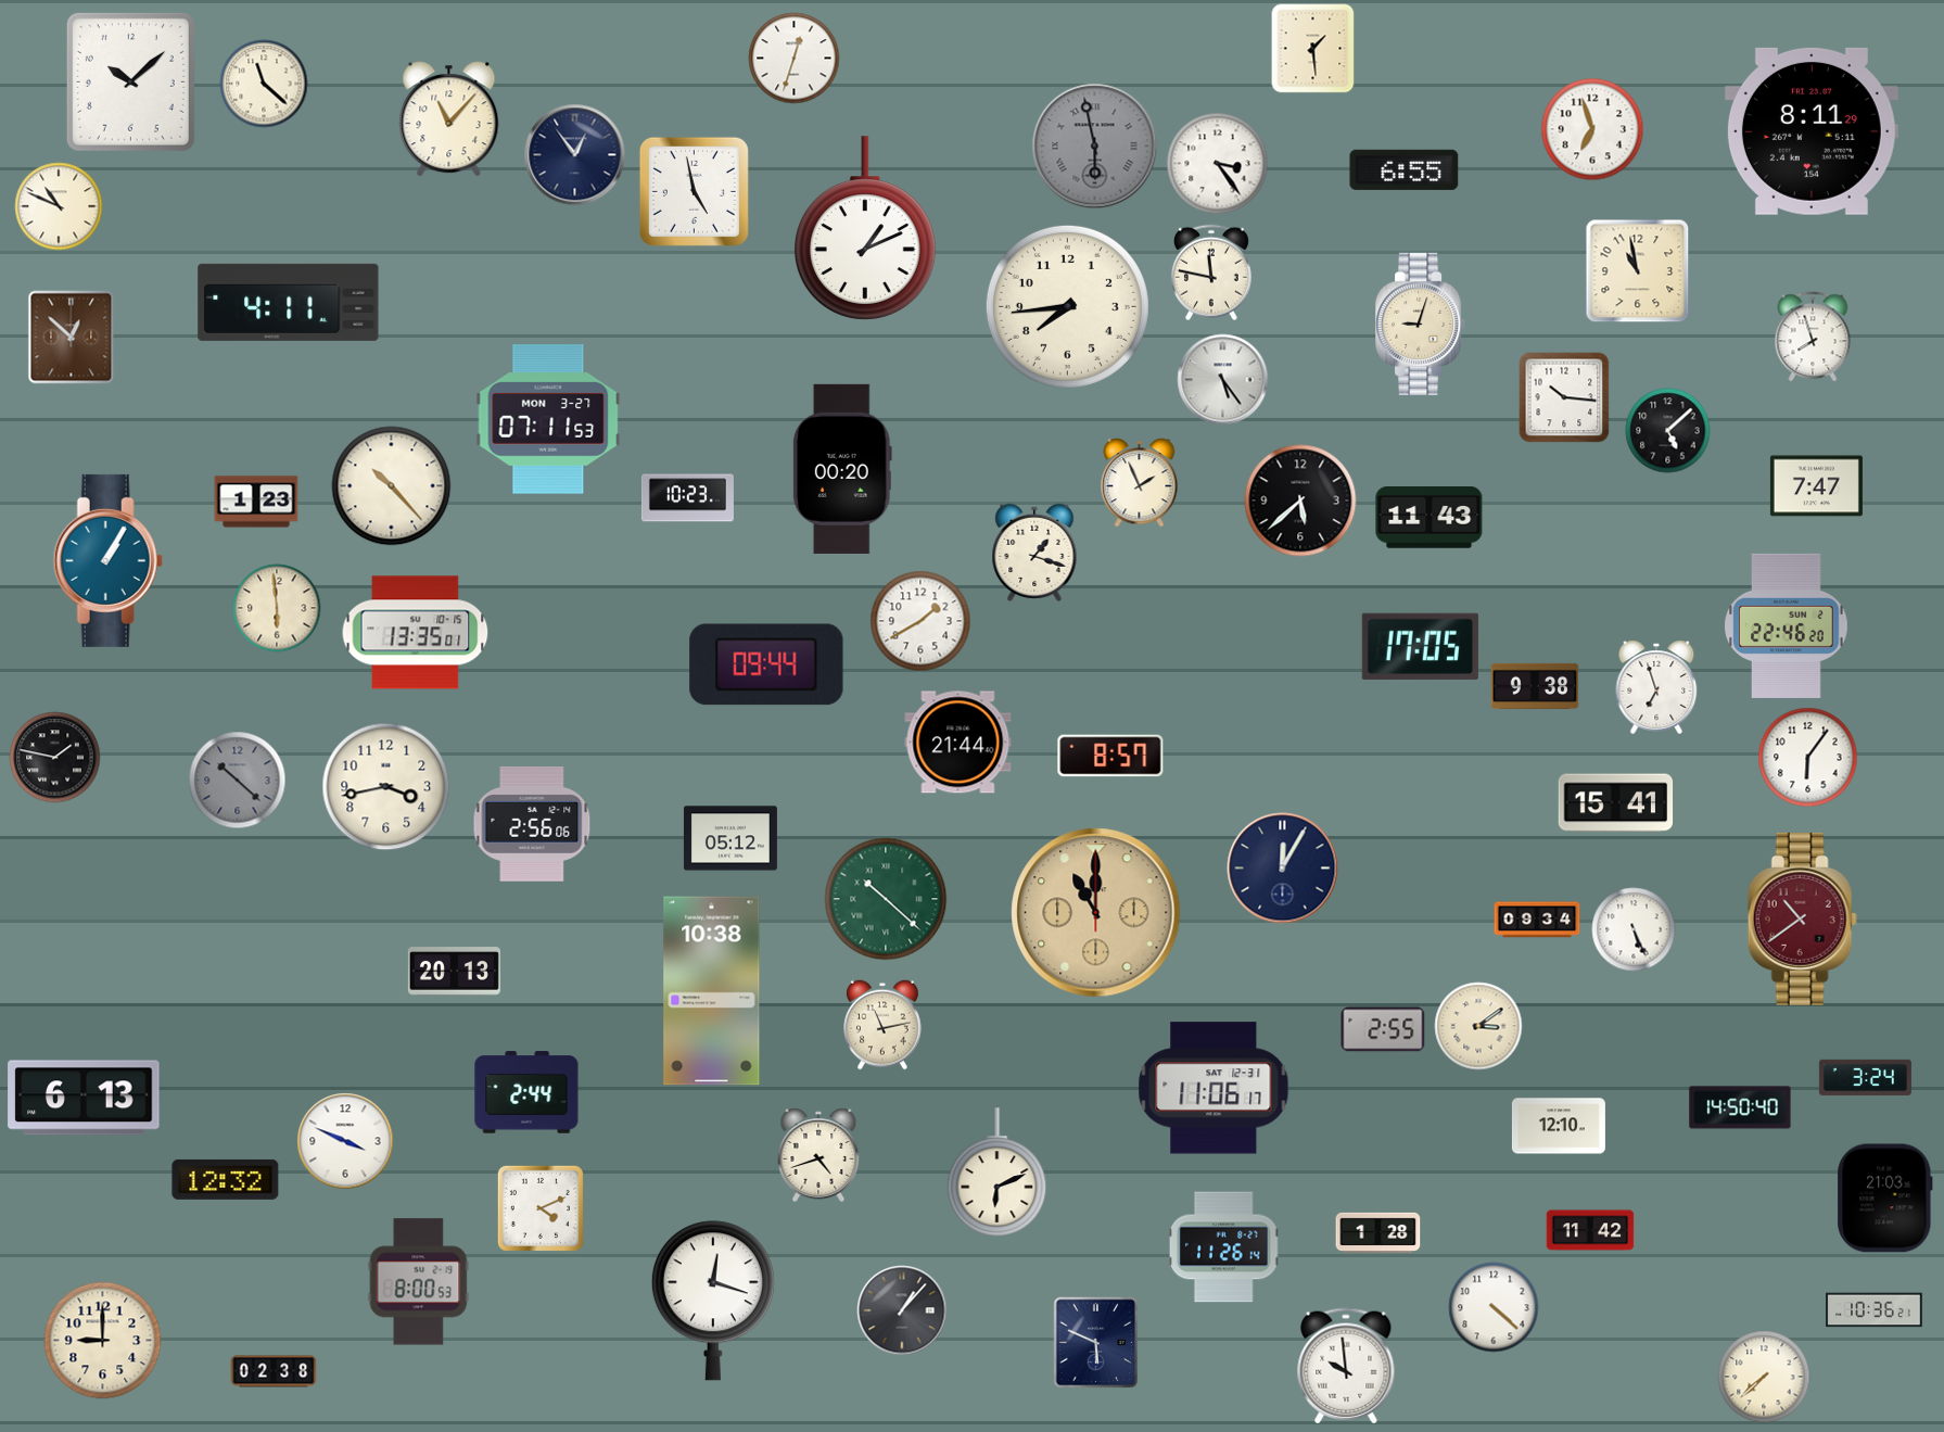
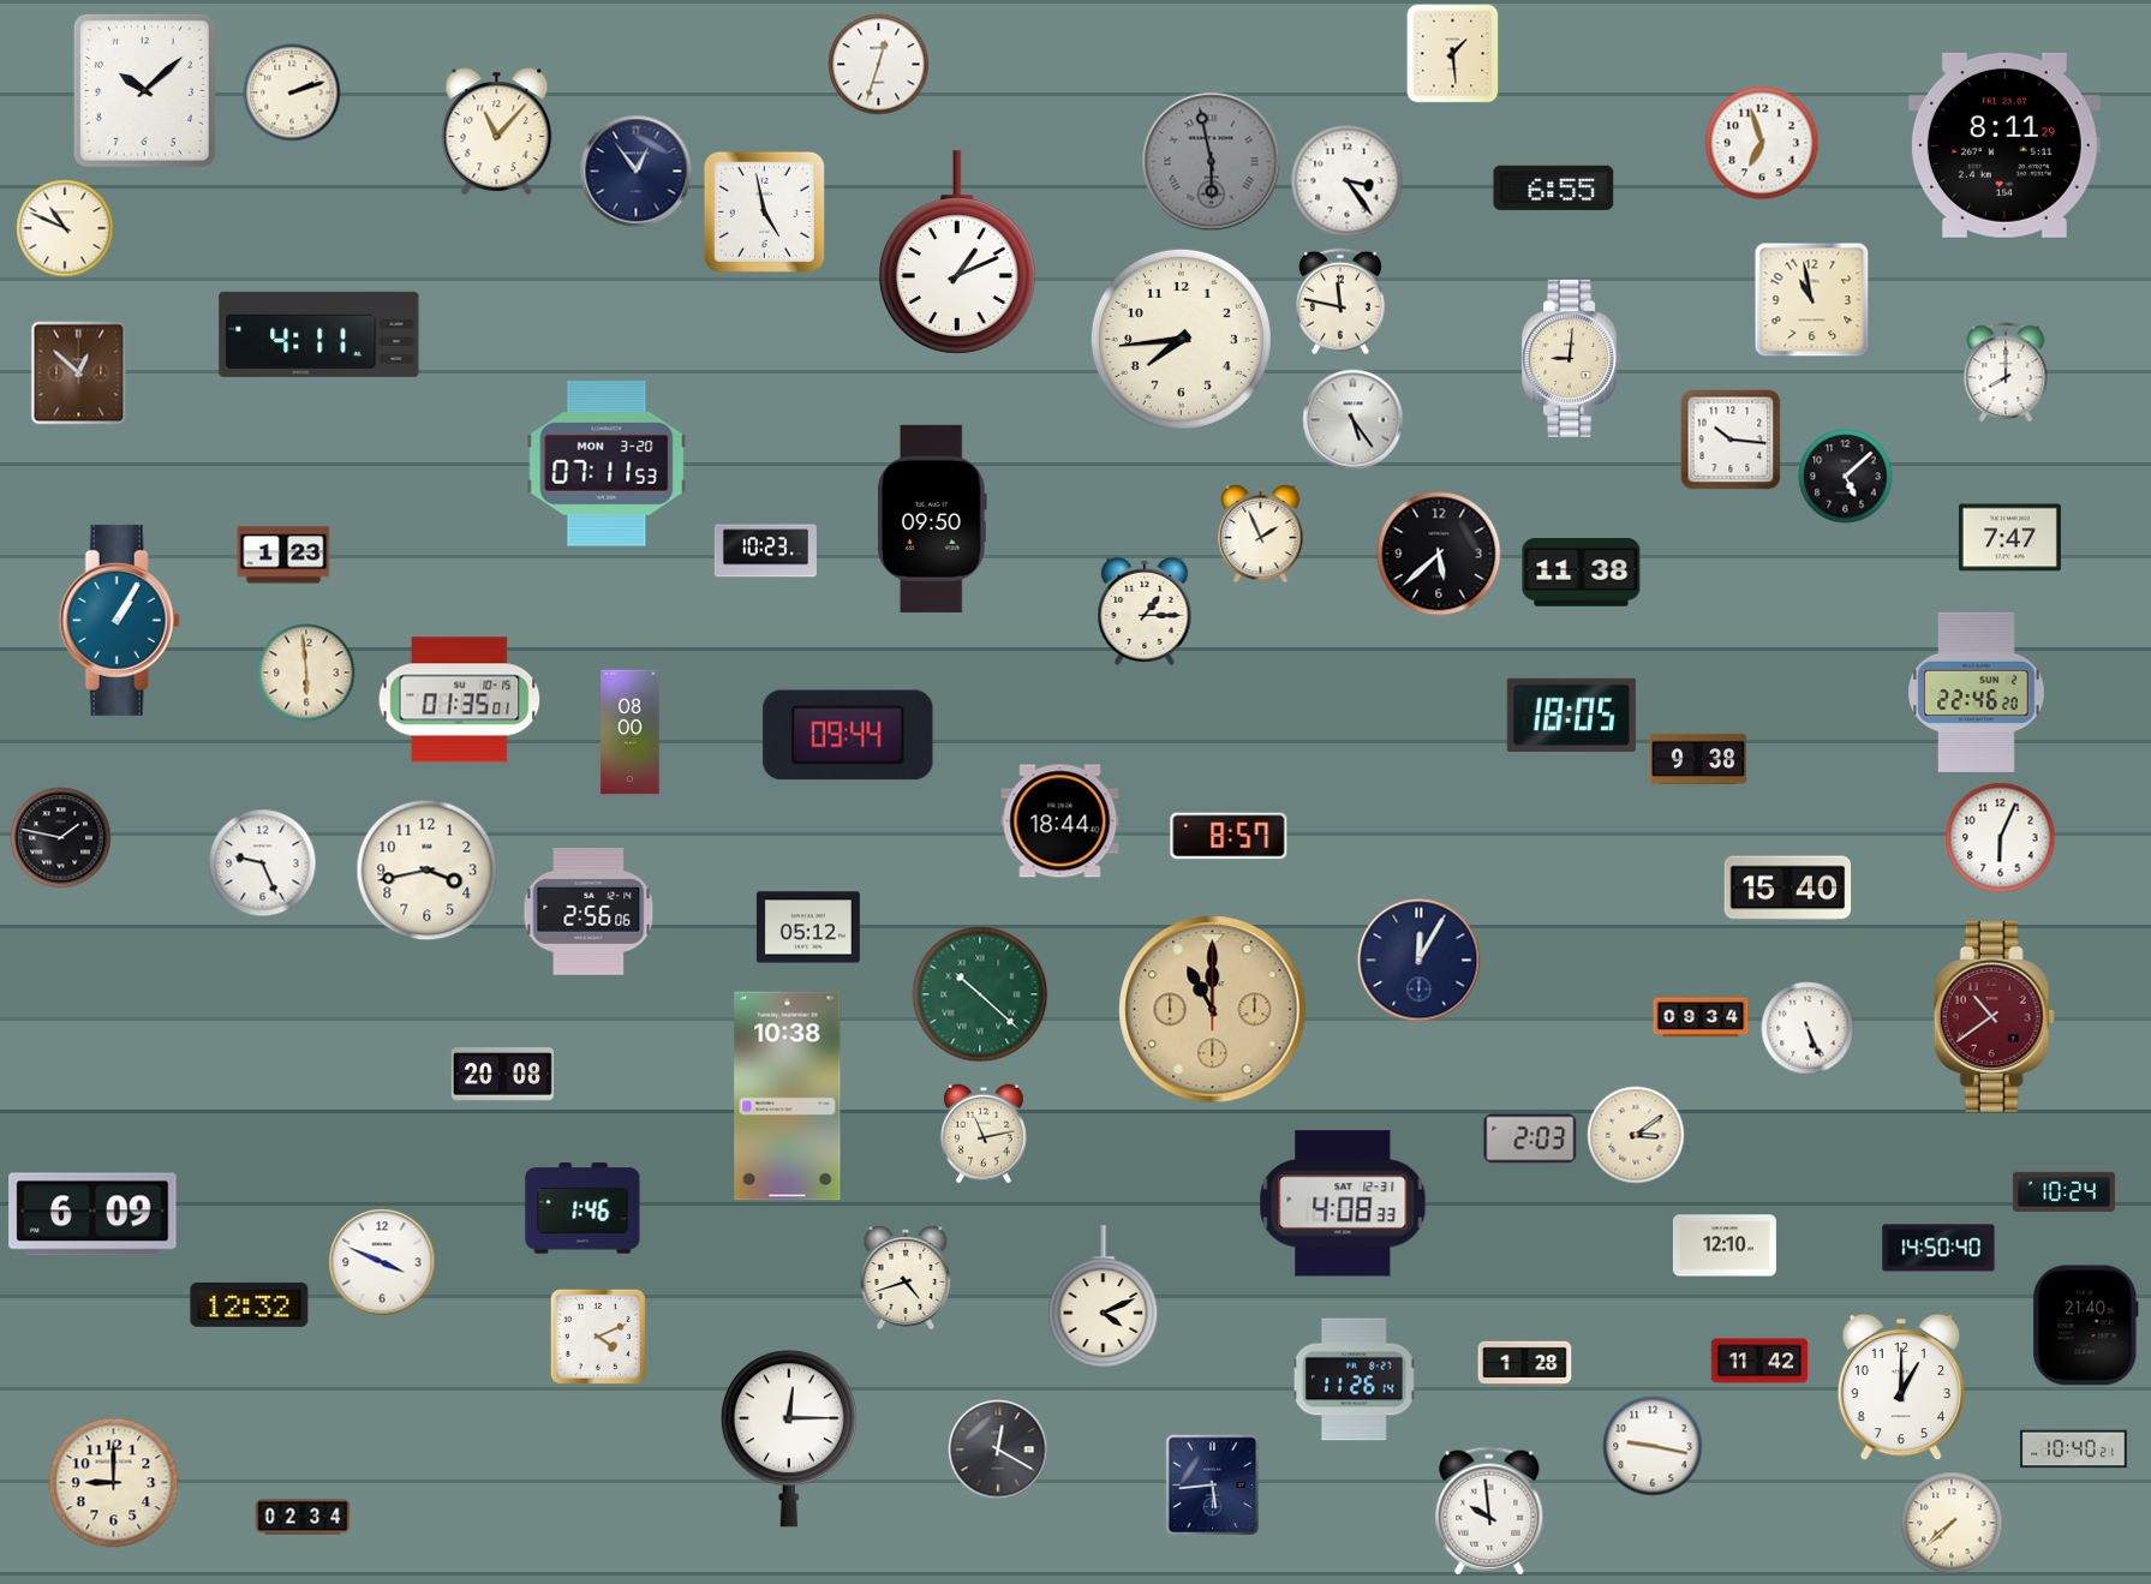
clock at (264, 84): 11:22 -> 2:12
clock at (694, 191) position: (694, 191) -> (764, 211)
clock at (1421, 324): 9:03 -> 9:01
clock at (1813, 337): 7:57 -> 8:00
clock at (548, 419) date: MON 3-27 -> MON 3-20
clock at (842, 469): 00:20 -> 09:50
clock at (392, 486): 10:23 -> none
clock at (687, 498) position: (687, 498) -> (765, 551)
clock at (1430, 518): 11:43 -> 11:38
clock at (1034, 553): 1:18 -> 1:15
clock at (920, 621): 1:40 -> none
clock at (416, 633): 13:35 -> 01:35
clock at (1420, 646): 17:05 -> 18:05
clock at (631, 733): none -> 08:00
clock at (1656, 687): 6:57 -> none
clock at (958, 743): 21:44 -> 18:44
clock at (1808, 758): 6:06 -> 6:04
clock at (238, 781): 10:22 -> 9:26
clock at (238, 781) dial: grey -> white
clock at (1616, 803): 15:41 -> 15:40
clock at (454, 972): 20:13 -> 20:08
clock at (884, 1025) position: (884, 1025) -> (985, 1134)
clock at (1383, 1029): 2:55 -> 2:03
clock at (1865, 1077): 3:24 -> 10:24
clock at (1214, 1088): 11:06 -> 4:08
clock at (526, 1092): 2:44 -> 1:46
clock at (84, 1098): 6:13 -> 6:09
clock at (1740, 1107) position: (1740, 1107) -> (1938, 1248)
clock at (998, 1173): 6:11 -> 4:11
clock at (1885, 1199): 21:03 -> 21:40
clock at (1900, 1387): none -> 1:00
clock at (419, 1282): 8:00 -> none
clock at (713, 1301): 12:18 -> 12:15
clock at (1494, 1307): 4:22 -> 9:17
clock at (902, 1310): 1:07 -> 12:20
clock at (1875, 1310): 10:36 -> 10:40
clock at (1096, 1343): 5:49 -> 5:44
clock at (274, 1371): 02:38 -> 02:34
